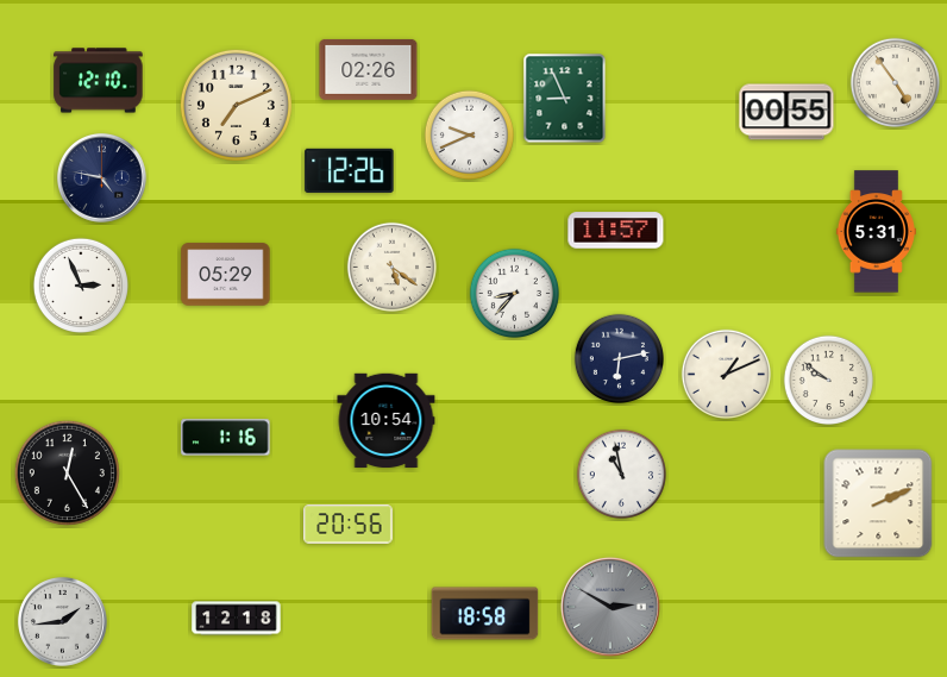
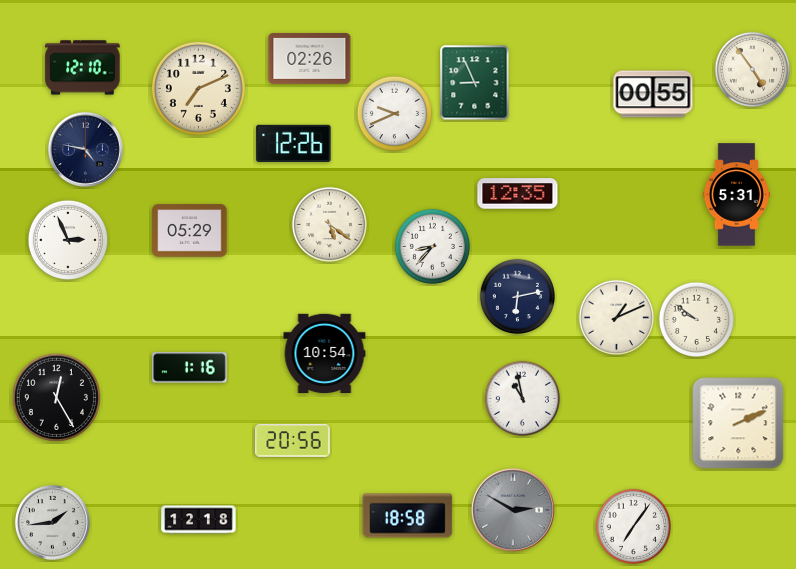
clock at (786, 112) position: (786, 112) -> (653, 94)
clock at (616, 231): 11:57 -> 12:35
clock at (620, 359) position: (620, 359) -> (518, 297)
clock at (727, 375) position: (727, 375) -> (617, 318)
clock at (634, 527): none -> 7:06
